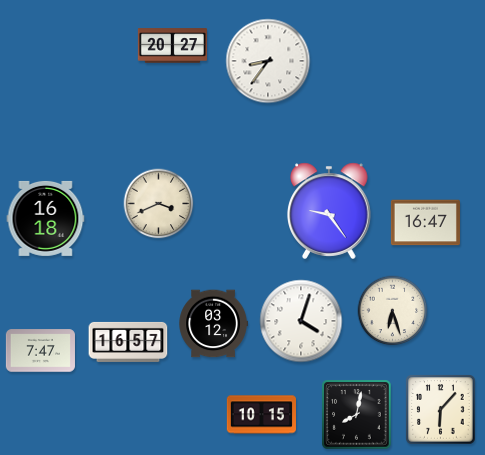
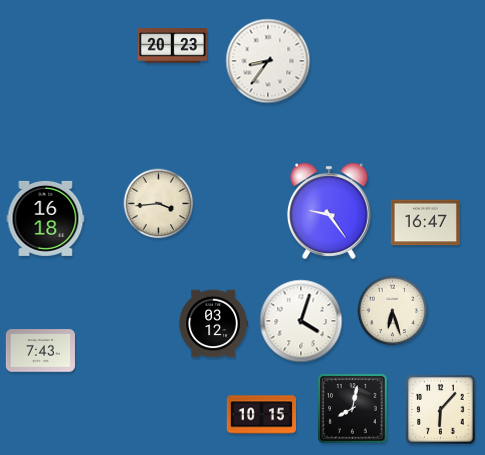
clock at (172, 46): 20:27 -> 20:23
clock at (159, 204): 3:41 -> 3:44
clock at (128, 342): 16:57 -> none
clock at (40, 351): 7:47 -> 7:43
clock at (357, 415) position: (357, 415) -> (353, 409)
